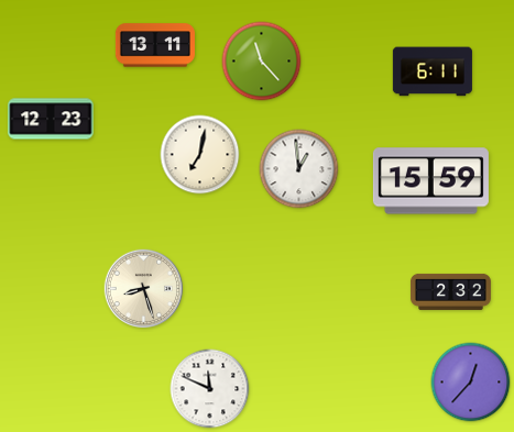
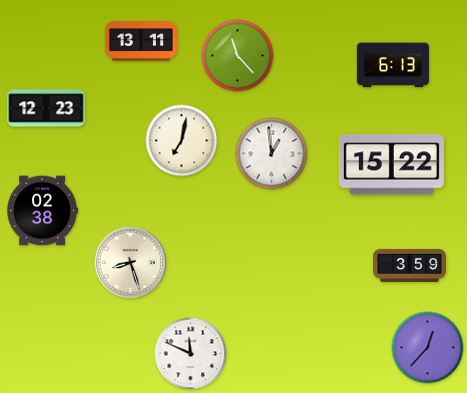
clock at (433, 71): 6:11 -> 6:13
clock at (430, 181): 15:59 -> 15:22
clock at (42, 211): none -> 02:38
clock at (450, 291): 2:32 -> 3:59
